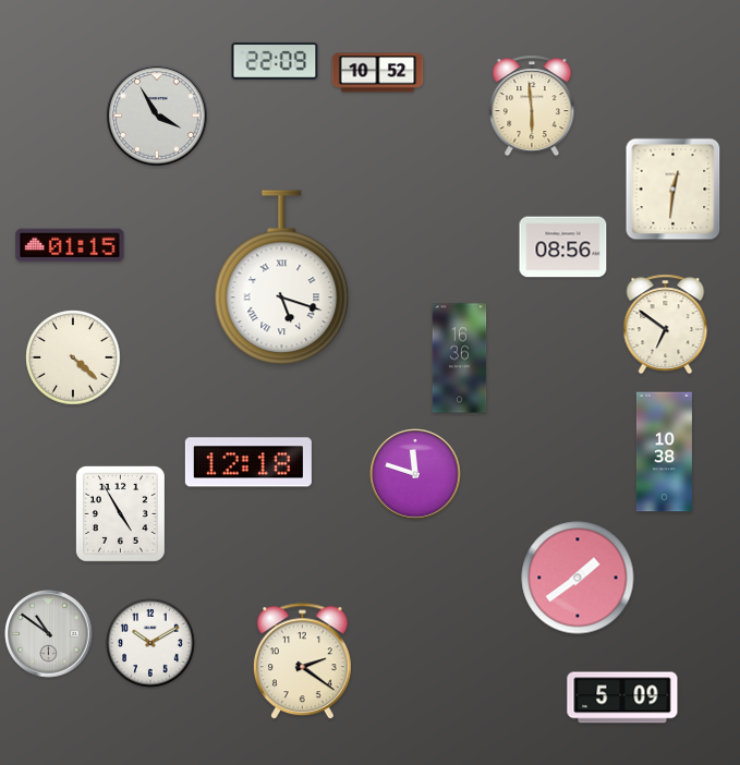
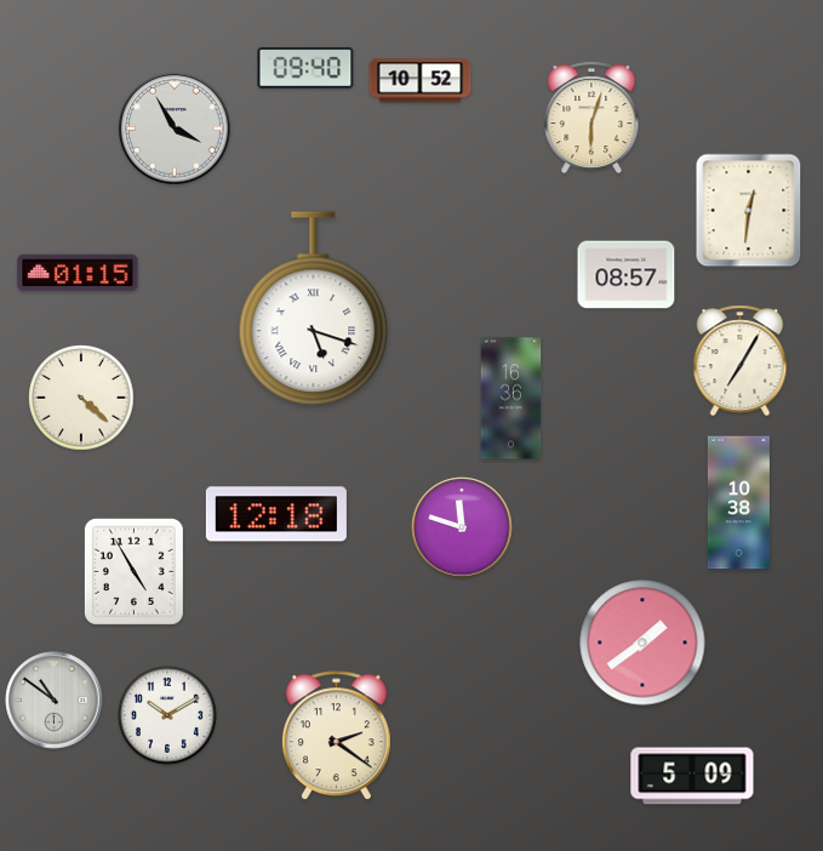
clock at (275, 61): 22:09 -> 09:40
clock at (532, 106): 5:59 -> 6:03
clock at (563, 247): 08:56 -> 08:57
clock at (666, 325): 6:51 -> 7:05
clock at (49, 634) position: (49, 634) -> (55, 701)
